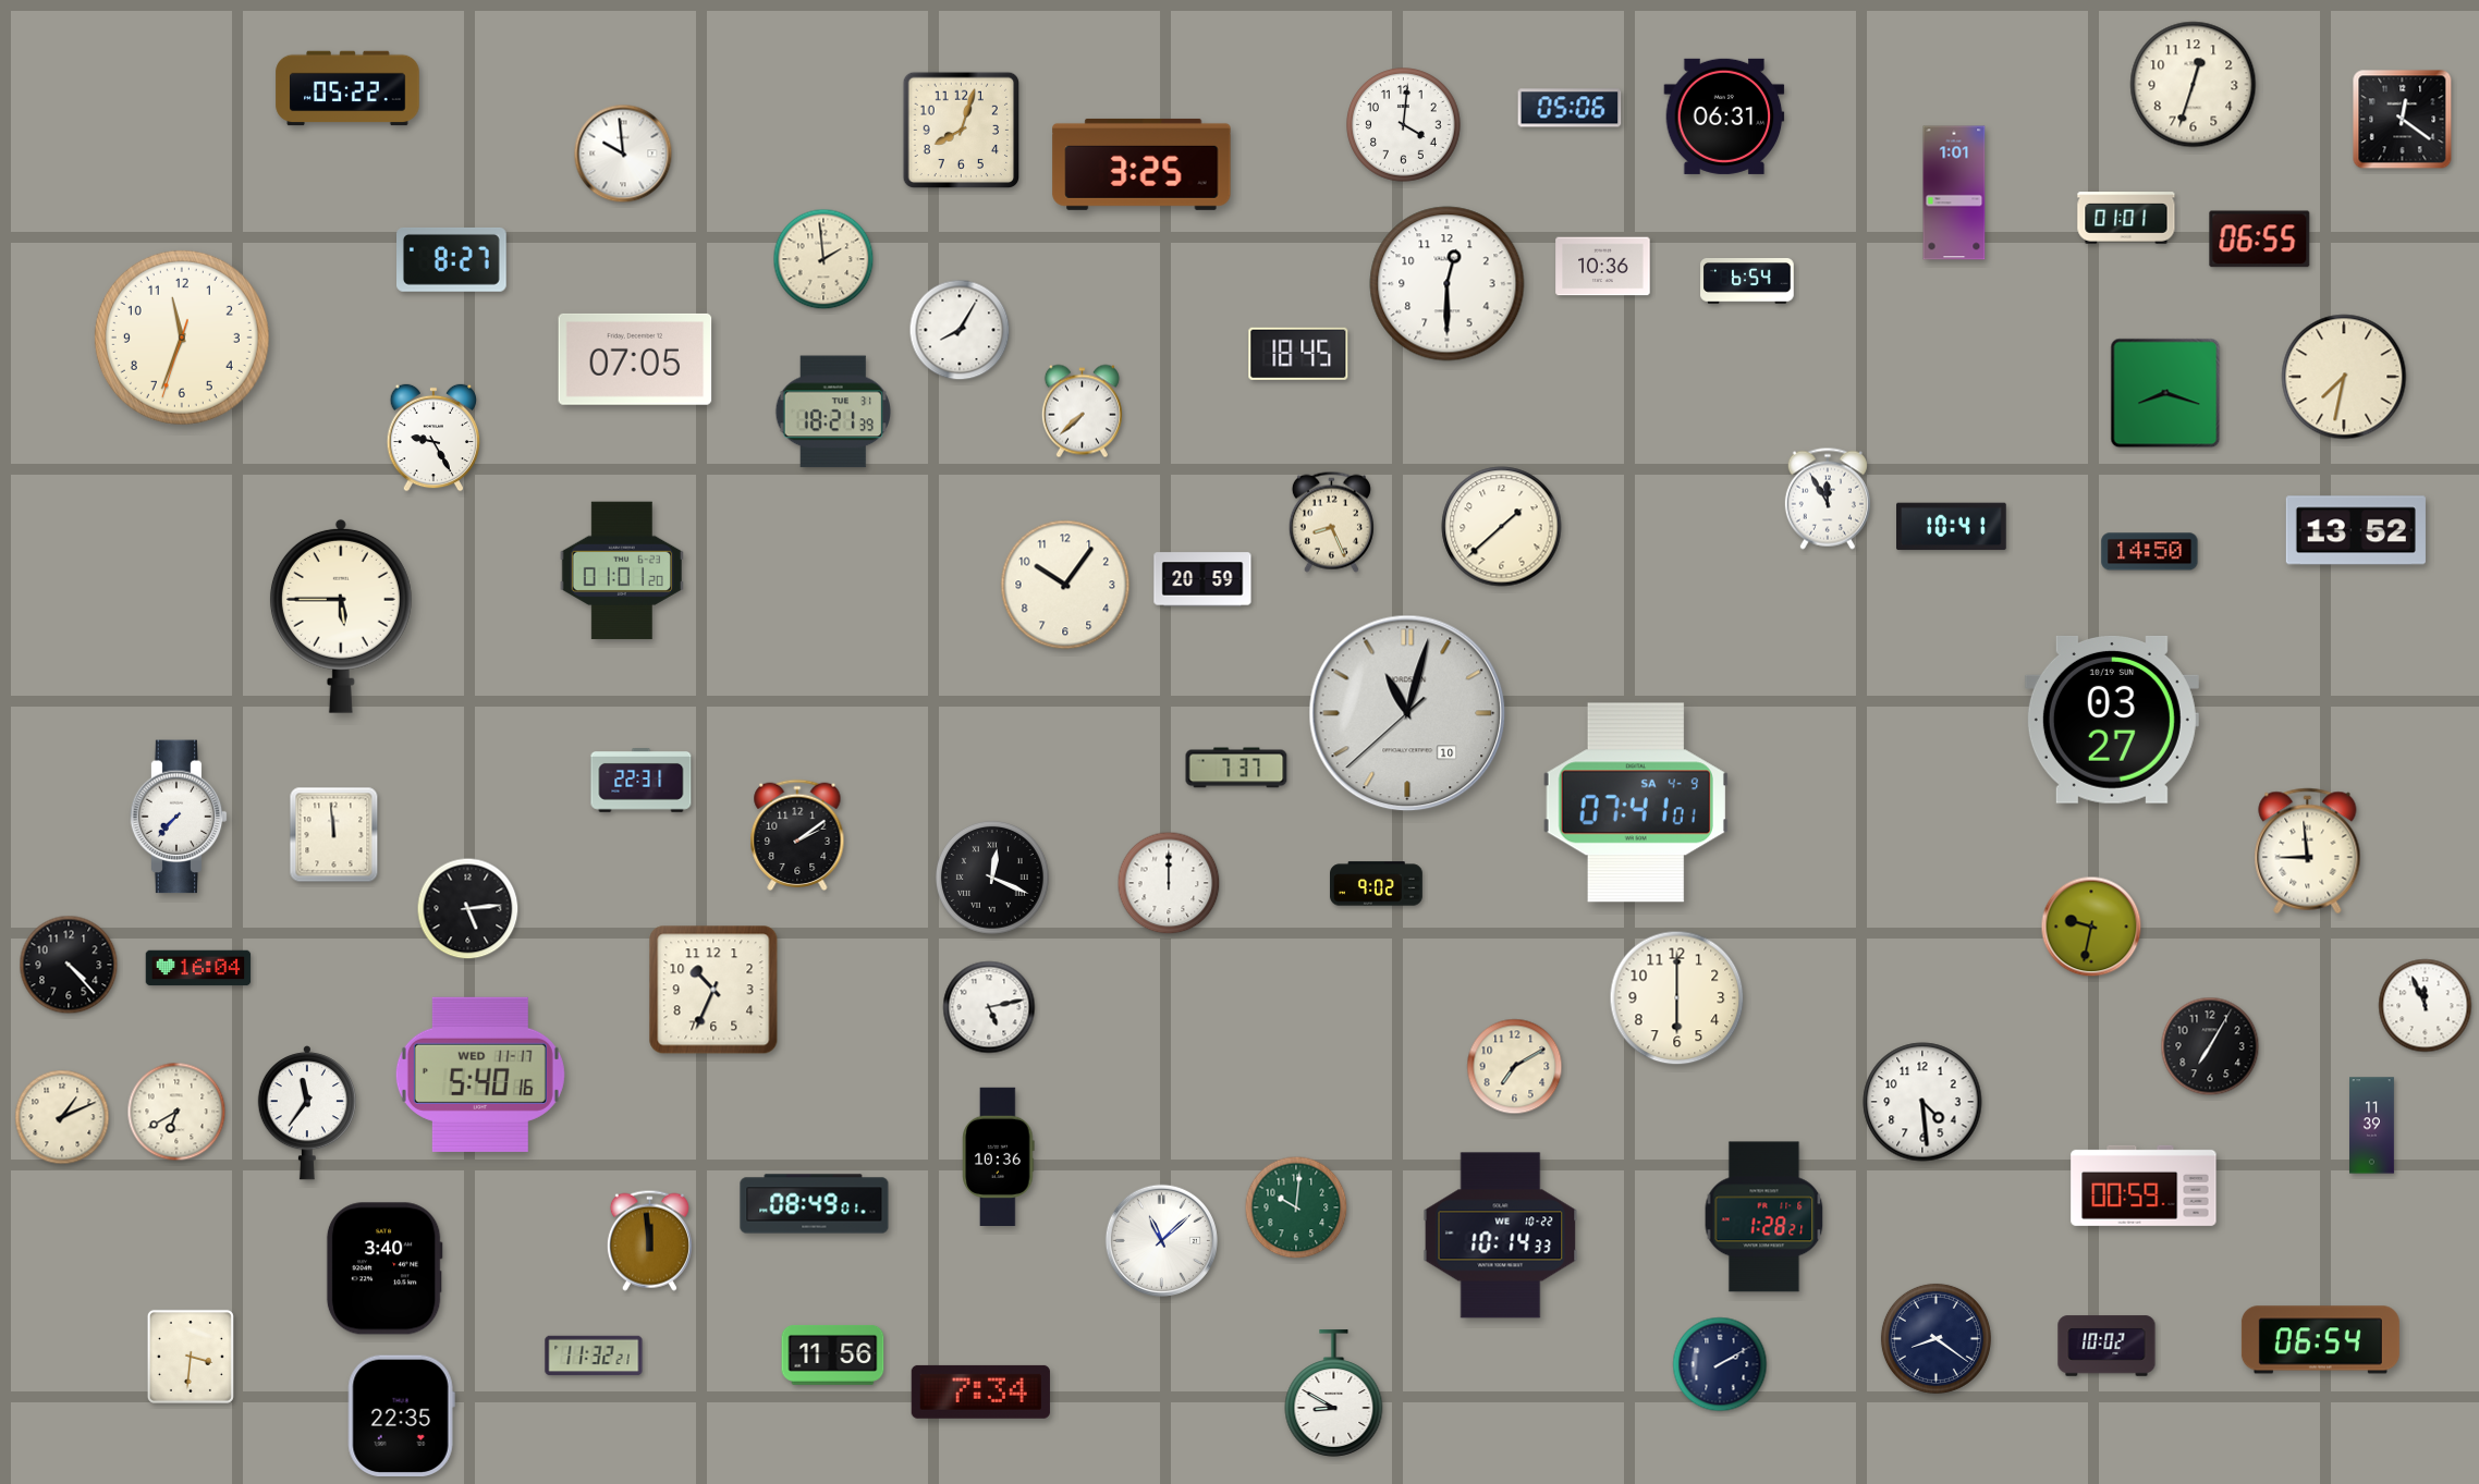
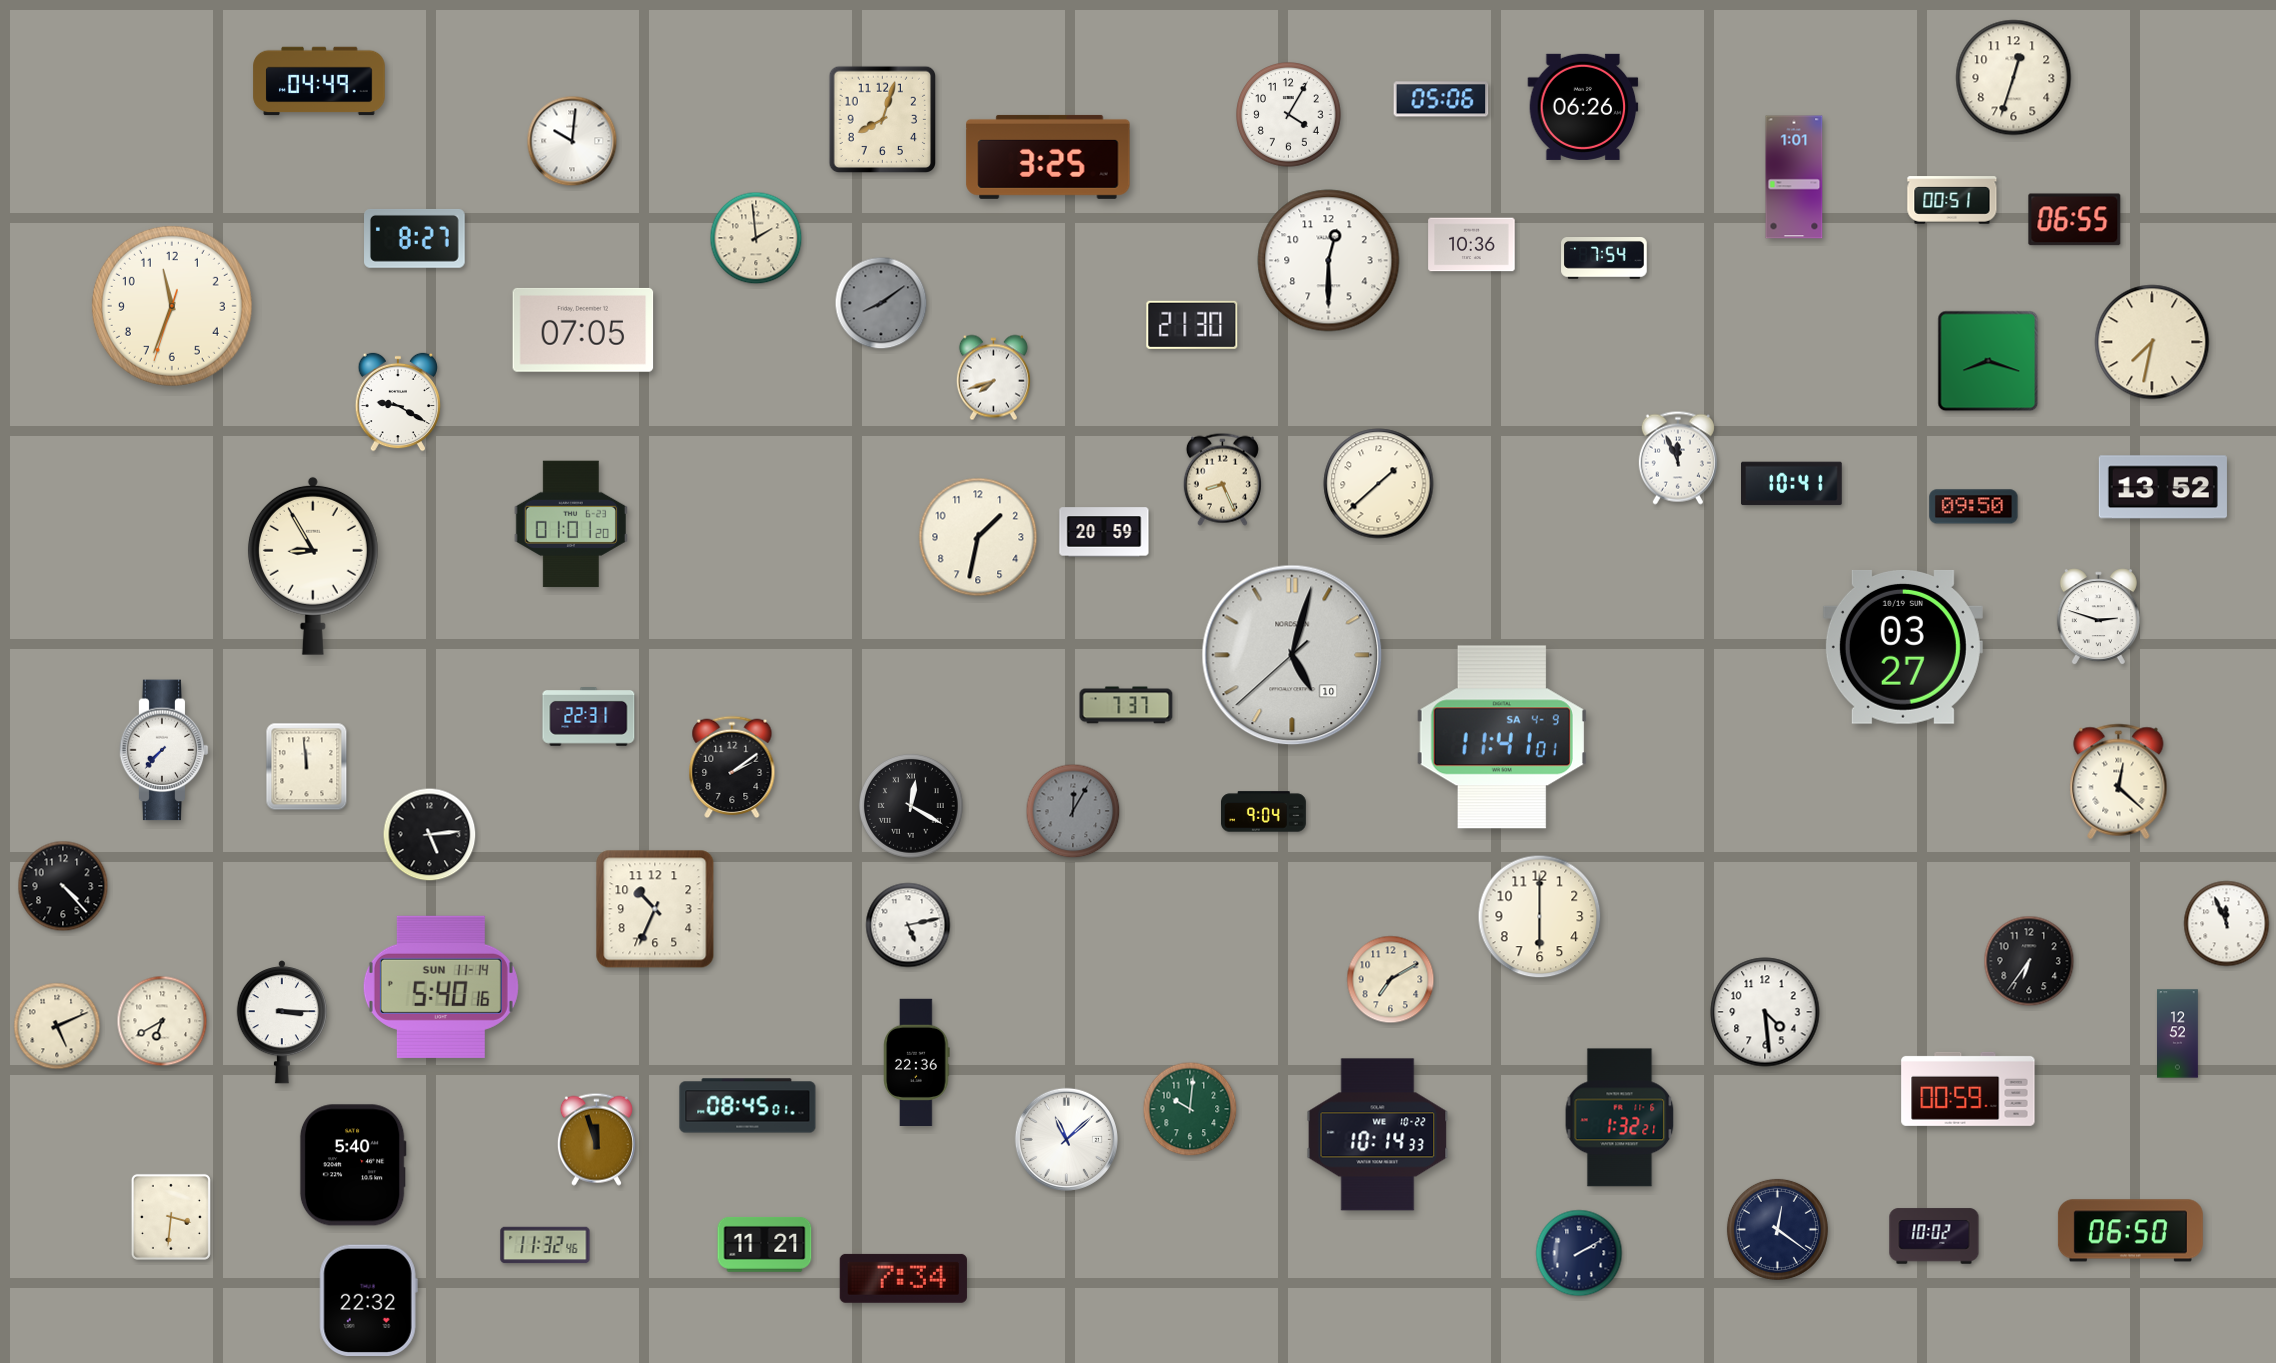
clock at (347, 88): 05:22 -> 04:49
clock at (1724, 116): 06:31 -> 06:26
clock at (2403, 120): 12:21 -> none
clock at (1404, 125): 4:01 -> 4:05
clock at (623, 154): 9:59 -> 10:01
clock at (1141, 164) position: (1141, 164) -> (1048, 157)
clock at (2126, 218): 01:01 -> 00:51
clock at (1747, 282): 6:54 -> 7:54
clock at (960, 330): 8:05 -> 8:09
clock at (960, 330) dial: white -> grey
clock at (182, 338) position: (182, 338) -> (172, 306)
clock at (1298, 354): 18:45 -> 21:30
clock at (2344, 377) position: (2344, 377) -> (2152, 342)
clock at (833, 412): 18:21 -> none
clock at (1082, 412): 7:38 -> 7:42
clock at (433, 438): 9:25 -> 9:20
clock at (1828, 499): 11:55 -> 11:56
clock at (2150, 552): 14:50 -> 09:50
clock at (1065, 585): 10:06 -> 1:32
clock at (341, 616): 5:45 -> 8:55
clock at (2098, 617): none -> 2:48
clock at (1407, 713): 11:02 -> 5:02
clock at (2112, 720) position: (2112, 720) -> (1903, 647)
clock at (1236, 768) position: (1236, 768) -> (1126, 705)
clock at (1636, 802): 07:41 -> 11:41
clock at (2308, 851): 8:59 -> 12:22
clock at (992, 878): 12:19 -> 12:20
clock at (1169, 883): 12:00 -> 12:05
clock at (1169, 883) dial: white -> grey
clock at (1377, 884): 9:02 -> 9:04
clock at (2091, 927): 9:32 -> none
clock at (198, 968): 16:04 -> none
clock at (2210, 1046): 7:05 -> 6:36
clock at (480, 1075) date: WED 11-17 -> SUN 11-14
clock at (307, 1114): 11:36 -> 3:15
clock at (62, 1117): 1:11 -> 5:11
clock at (2372, 1126): 11:39 -> 12:52
clock at (999, 1156): 10:36 -> 22:36
clock at (815, 1204): 08:49 -> 08:45
clock at (1764, 1217): 1:28 -> 1:32
clock at (649, 1240): 11:59 -> 11:57
clock at (384, 1268): 3:40 -> 5:40
clock at (1935, 1338): 8:21 -> 12:21
clock at (2320, 1340): 06:54 -> 06:50
clock at (833, 1354): 11:56 -> 11:21
clock at (594, 1356): 11:32:21 -> 11:32:46
clock at (191, 1357) position: (191, 1357) -> (171, 1217)
clock at (980, 1391) position: (980, 1391) -> (903, 1278)
clock at (1334, 1394): 8:50 -> none
clock at (401, 1415): 22:35 -> 22:32
